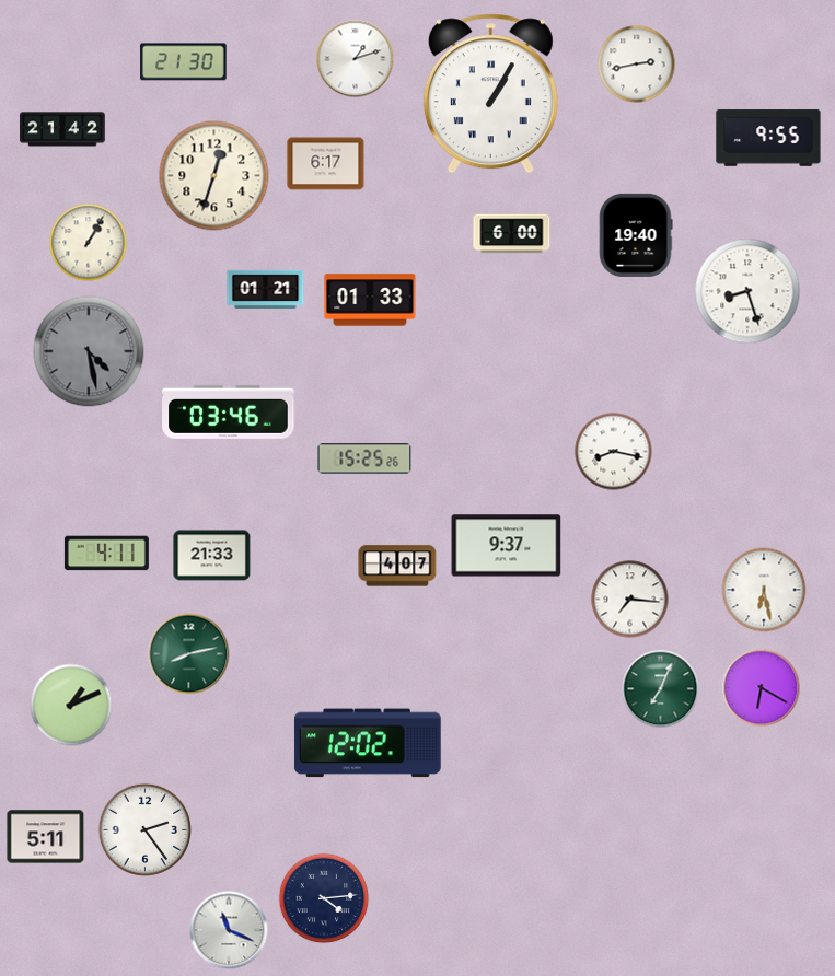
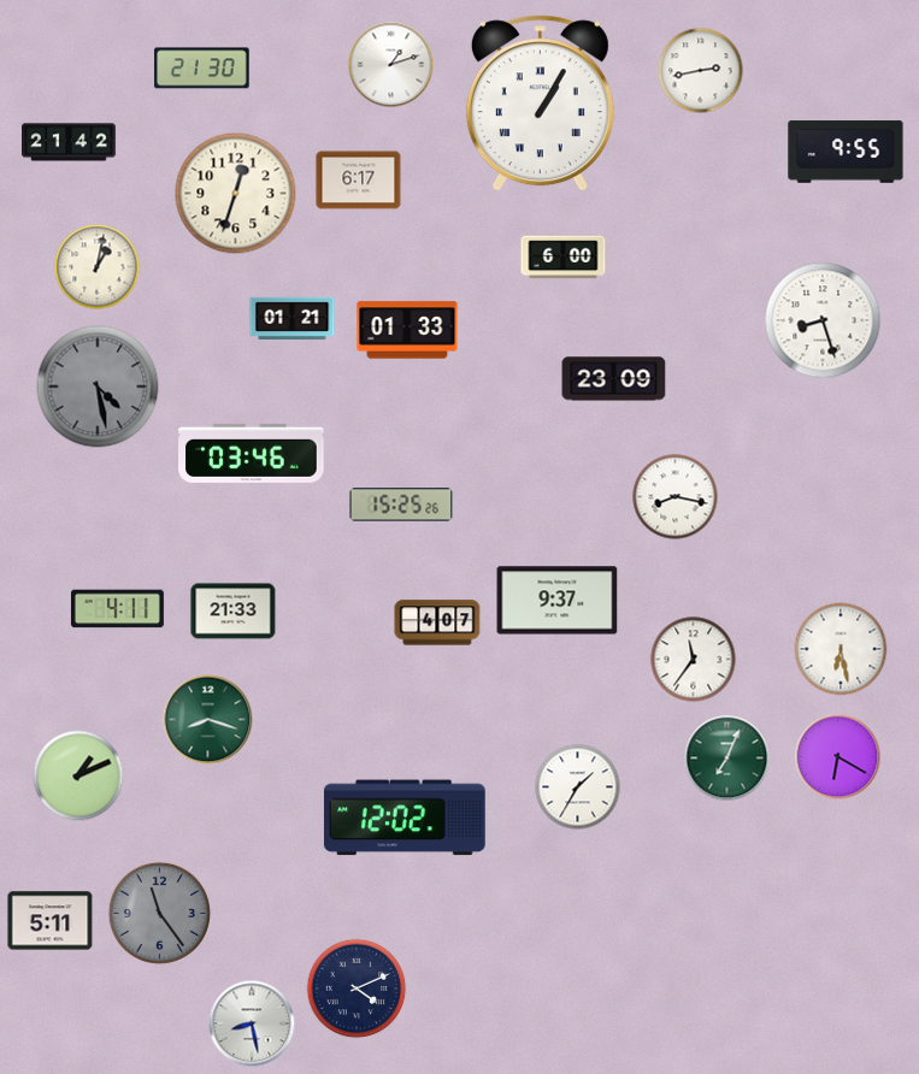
clock at (636, 235): 19:40 -> none
clock at (89, 243): 1:05 -> 1:02
clock at (614, 379): none -> 23:09
clock at (630, 600): 7:16 -> 11:36
clock at (189, 654): 8:13 -> 8:18
clock at (578, 787): none -> 1:35
clock at (144, 829): 2:24 -> 11:24
clock at (144, 829) dial: white -> grey
clock at (324, 898): 4:14 -> 4:11
clock at (229, 930): 11:19 -> 8:28
